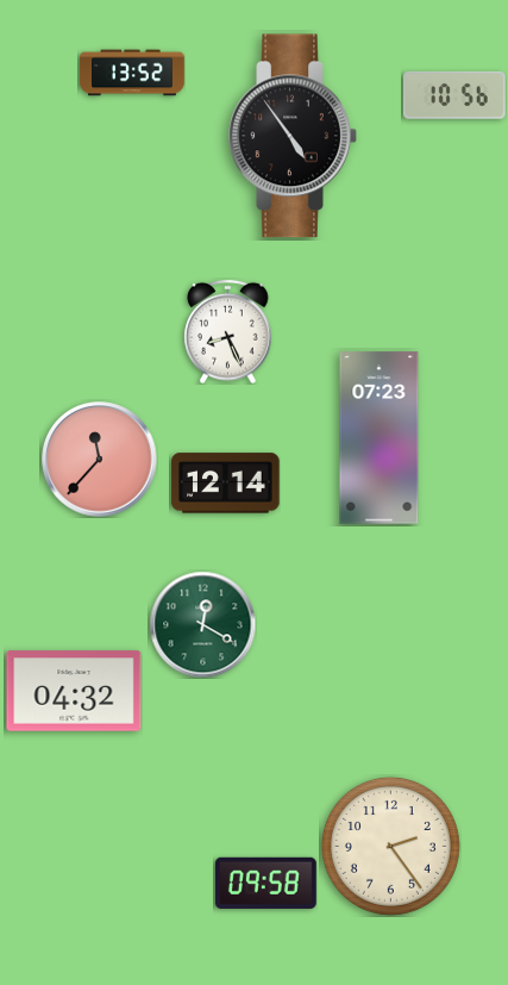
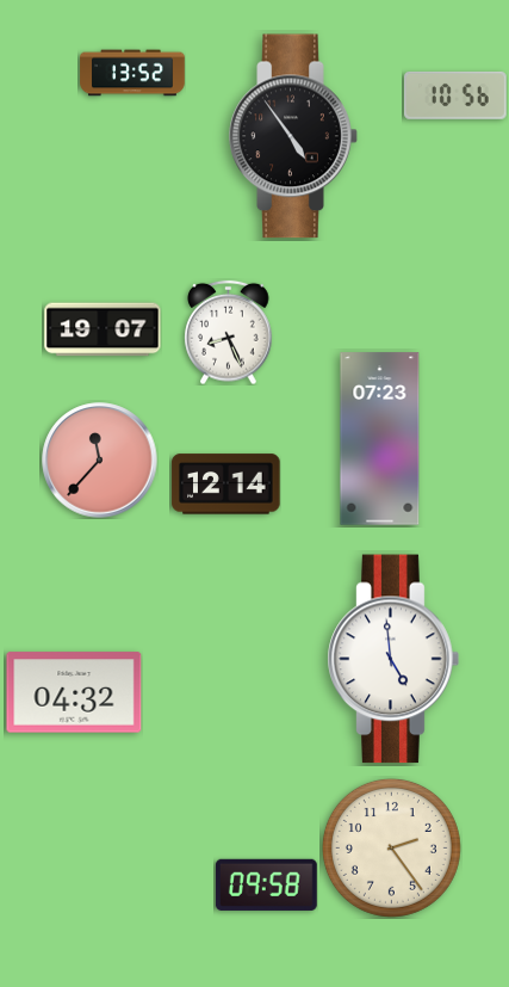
clock at (103, 329): none -> 19:07
clock at (202, 624): 12:20 -> none
clock at (393, 659): none -> 4:59
